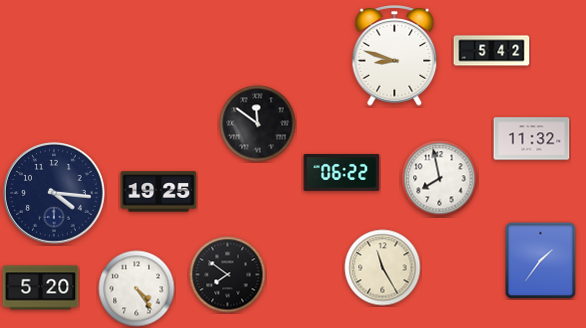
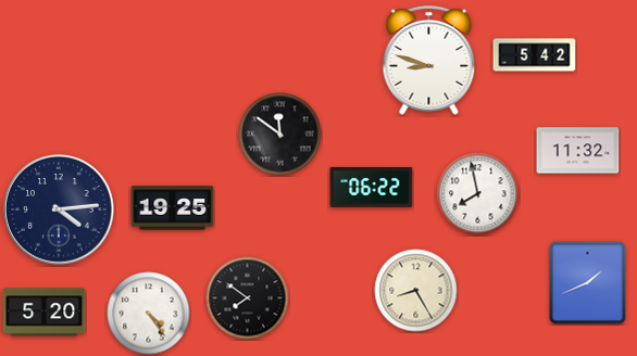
clock at (54, 193): 4:16 -> 4:14
clock at (541, 260): 1:36 -> 1:41
clock at (383, 268): 11:25 -> 8:25
